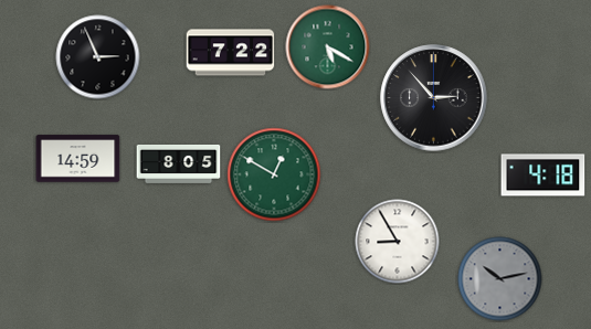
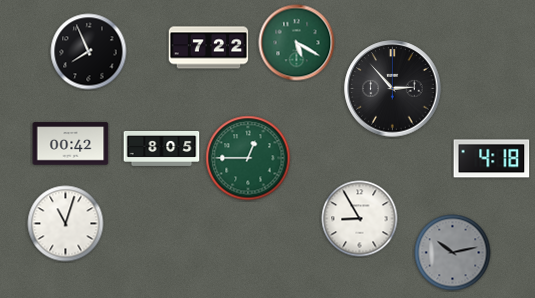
clock at (98, 57): 2:56 -> 7:56
clock at (78, 159): 14:59 -> 00:42
clock at (274, 174): 12:50 -> 12:45
clock at (66, 224): none -> 11:03
